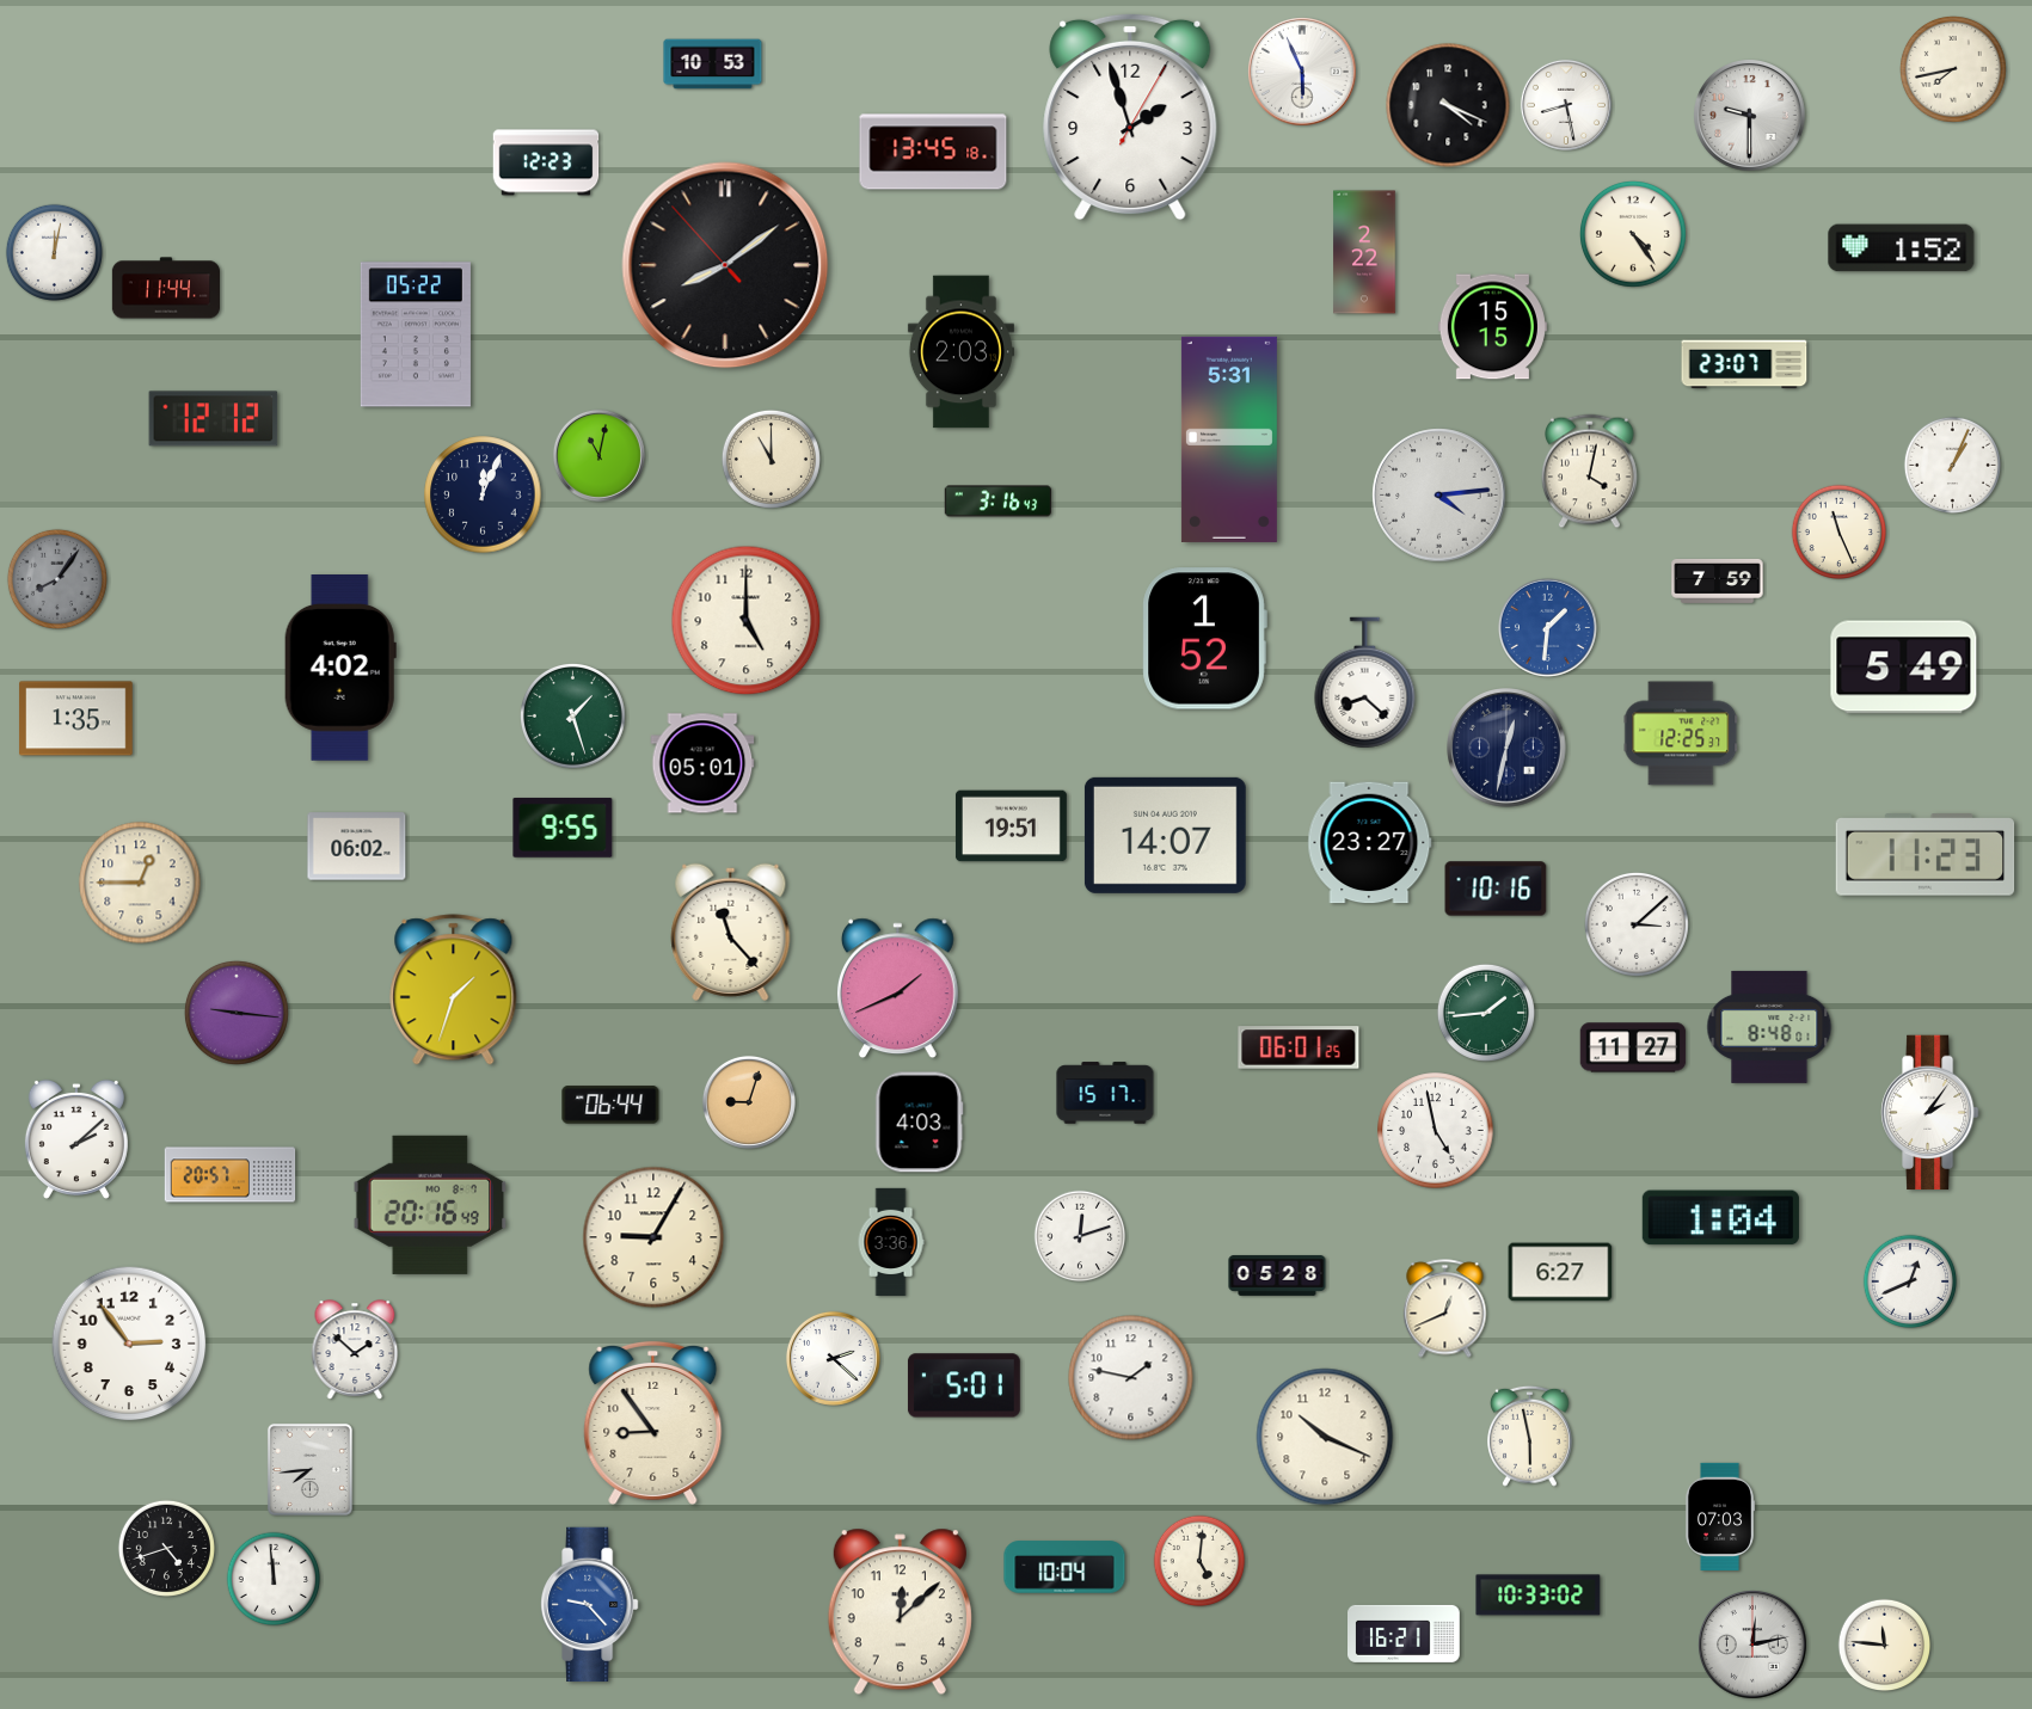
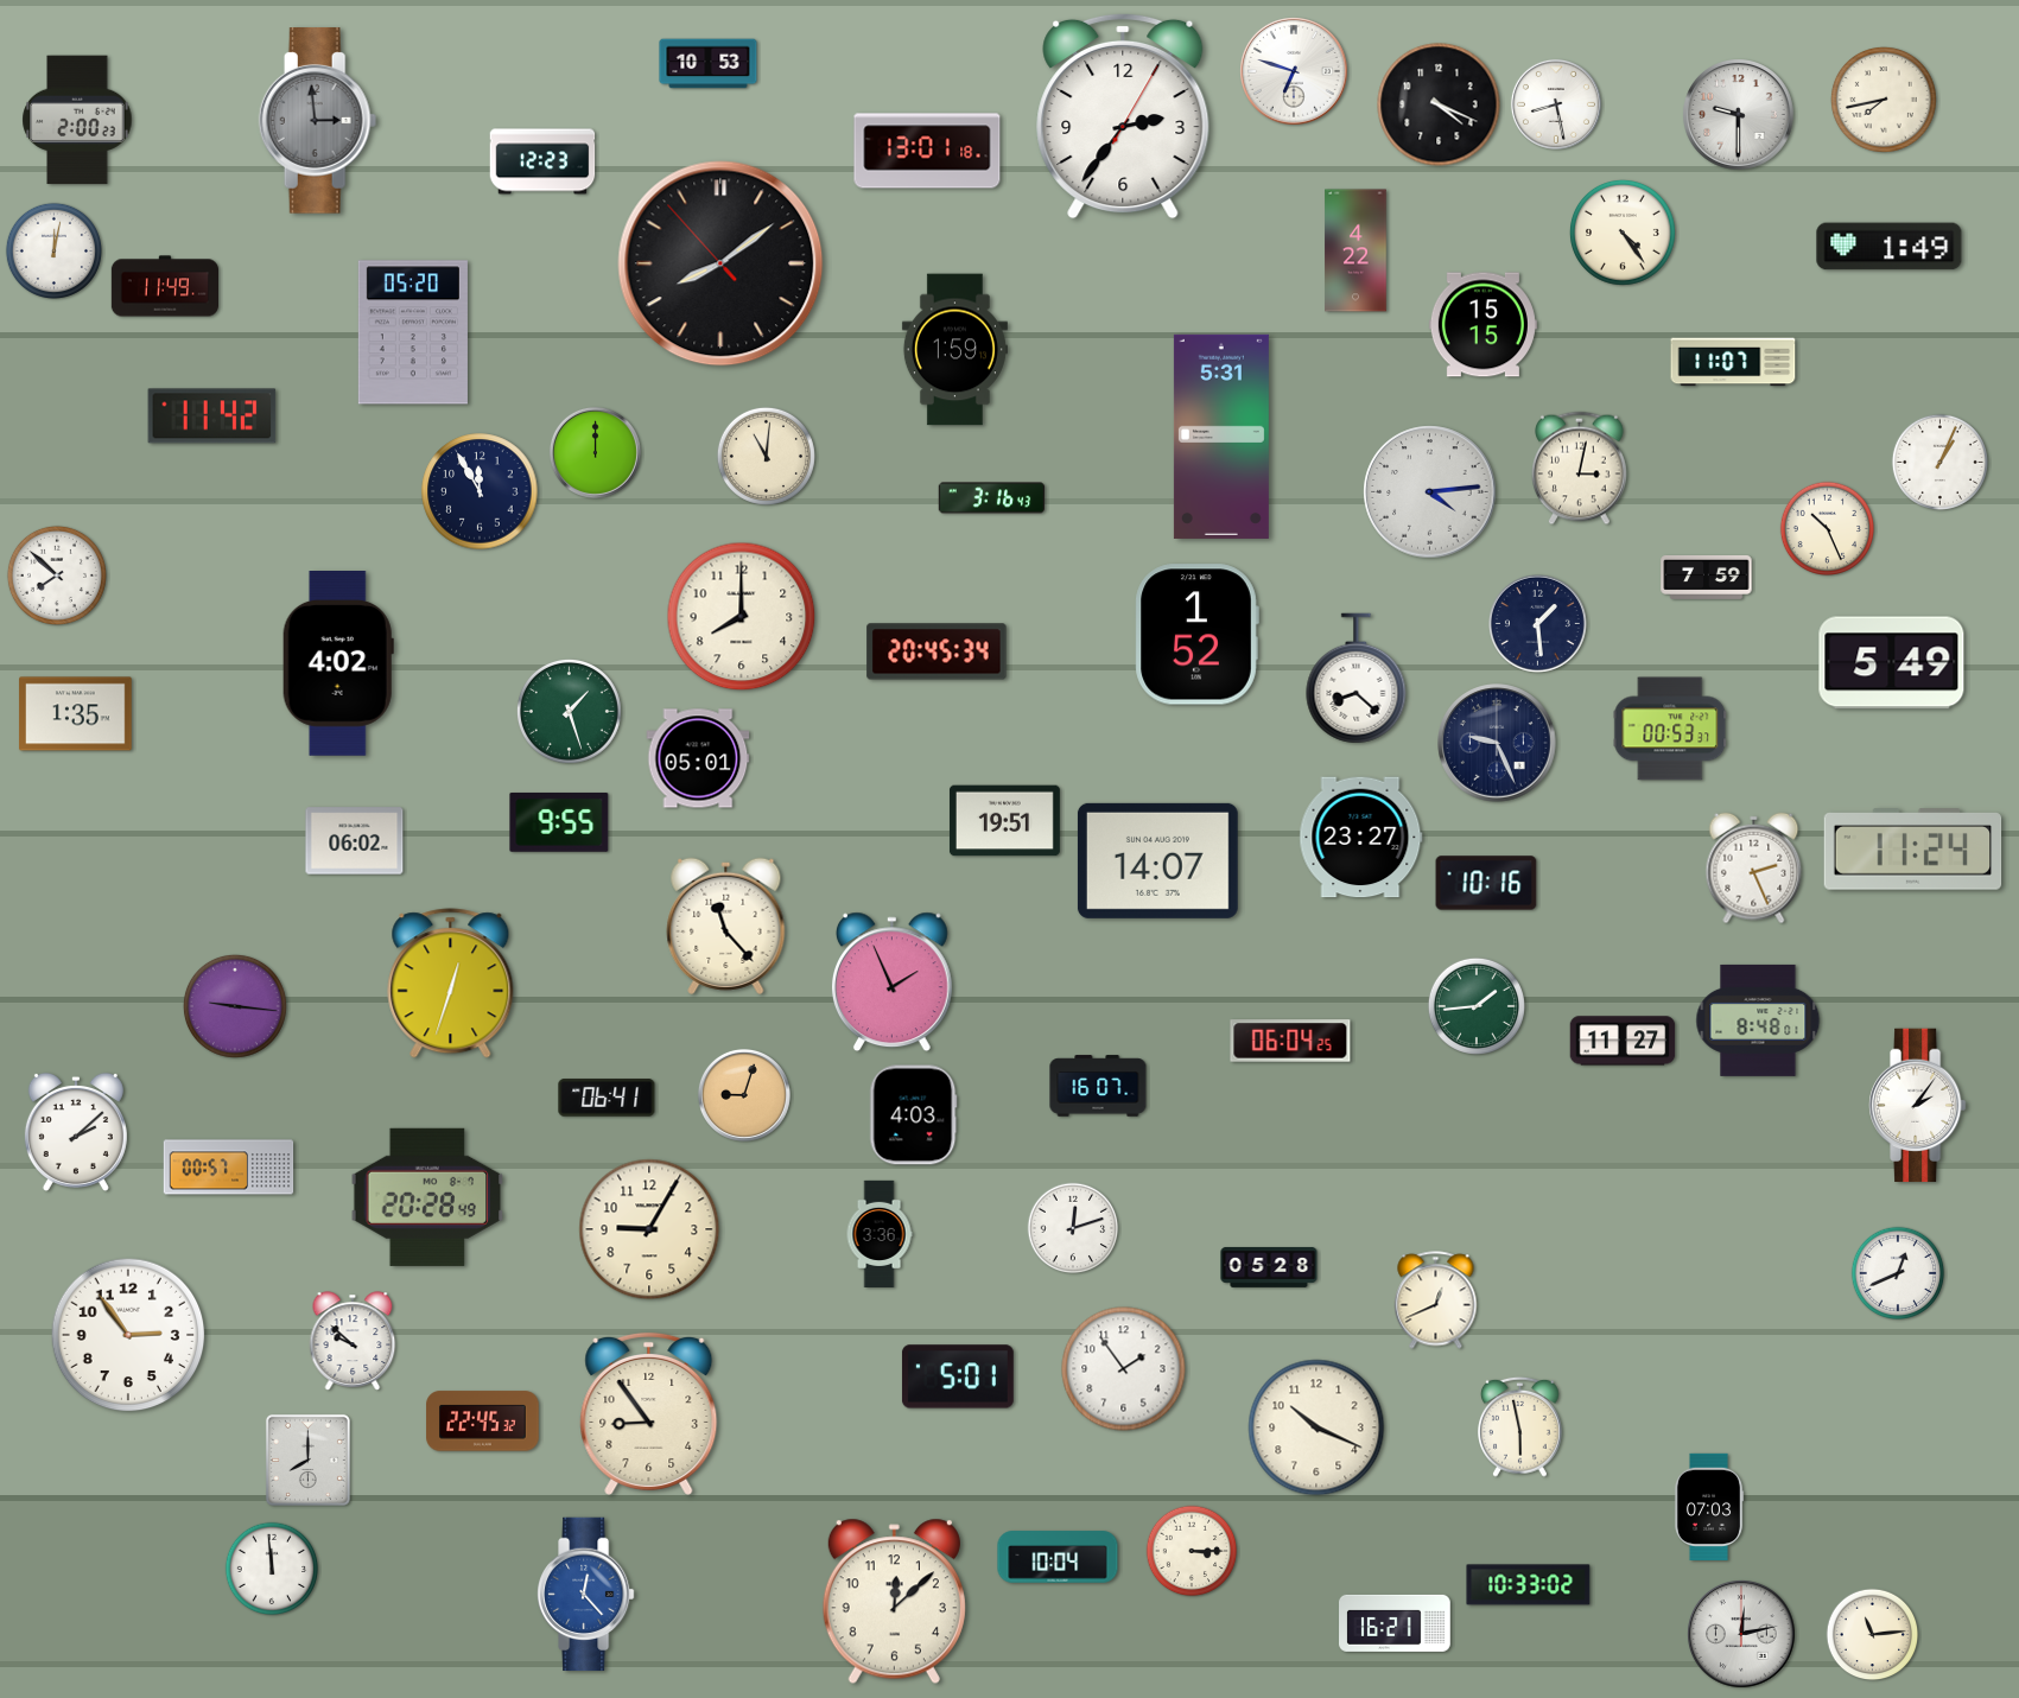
clock at (1954, 70) position: (1954, 70) -> (1885, 101)
clock at (1303, 73): 5:56 -> 6:48
clock at (1130, 117): 1:57 -> 2:36
clock at (77, 120): none -> 2:00
clock at (318, 121): none -> 2:59
clock at (933, 152): 13:45 -> 13:01
clock at (1902, 248): 1:52 -> 1:49
clock at (1364, 252): 2:22 -> 4:22
clock at (165, 288): 11:44 -> 11:49
clock at (416, 334): 05:22 -> 05:20
clock at (960, 352): 2:03 -> 1:59
clock at (1744, 364): 23:07 -> 11:07
clock at (214, 419): 12:12 -> 11:42
clock at (598, 455): 11:02 -> 12:00
clock at (771, 459): 11:00 -> 11:01
clock at (1590, 472): 4:02 -> 3:02
clock at (483, 494): 12:04 -> 11:55
clock at (1840, 533): 11:26 -> 10:26
clock at (57, 579): 8:06 -> 7:52
clock at (57, 579) dial: grey -> white
clock at (747, 621): 5:00 -> 8:00
clock at (1547, 627): 1:31 -> 1:29
clock at (1547, 627) dial: blue -> navy
clock at (937, 651): none -> 20:45
clock at (1681, 733): 12:25 -> 00:53
clock at (1506, 748): 12:32 -> 9:26
clock at (1165, 835) position: (1165, 835) -> (1157, 860)
clock at (1926, 855): 11:23 -> 11:24
clock at (1754, 869): none -> 2:26
clock at (140, 883): 12:45 -> none
clock at (1637, 924): 3:08 -> none
clock at (897, 989): 1:41 -> 1:56
clock at (454, 990): 1:33 -> 12:33
clock at (1299, 1047): 06:01 -> 06:04
clock at (1105, 1093): 15:17 -> 16:07
clock at (610, 1105): 06:44 -> 06:41
clock at (1436, 1131): 4:58 -> none
clock at (231, 1175): 20:57 -> 00:57
clock at (430, 1205): 20:16 -> 20:28
clock at (1720, 1218): 1:04 -> none
clock at (891, 1241) position: (891, 1241) -> (880, 1233)
clock at (1560, 1272): 6:27 -> none
clock at (355, 1350): 1:52 -> 9:52
clock at (833, 1358): 2:22 -> none
clock at (1131, 1378): 1:47 -> 1:54
clock at (483, 1422): none -> 22:45
clock at (309, 1469): 7:44 -> 8:00
clock at (166, 1548): 4:42 -> none
clock at (1199, 1561): 5:01 -> 3:15
clock at (590, 1605): 9:23 -> 12:23
clock at (1885, 1646): 11:46 -> 11:14
